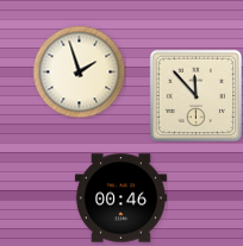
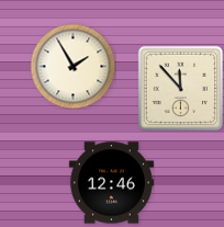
clock at (79, 71): 1:57 -> 1:55
clock at (120, 198): 00:46 -> 12:46
